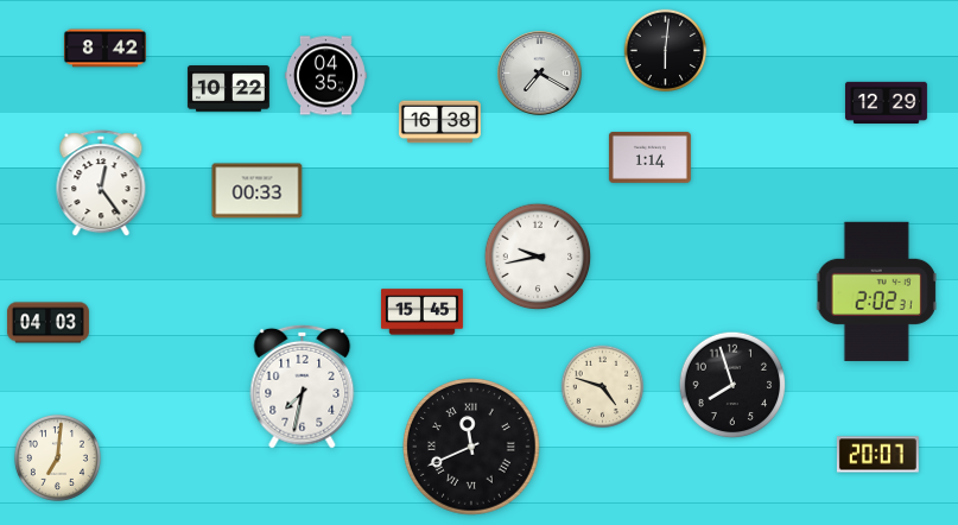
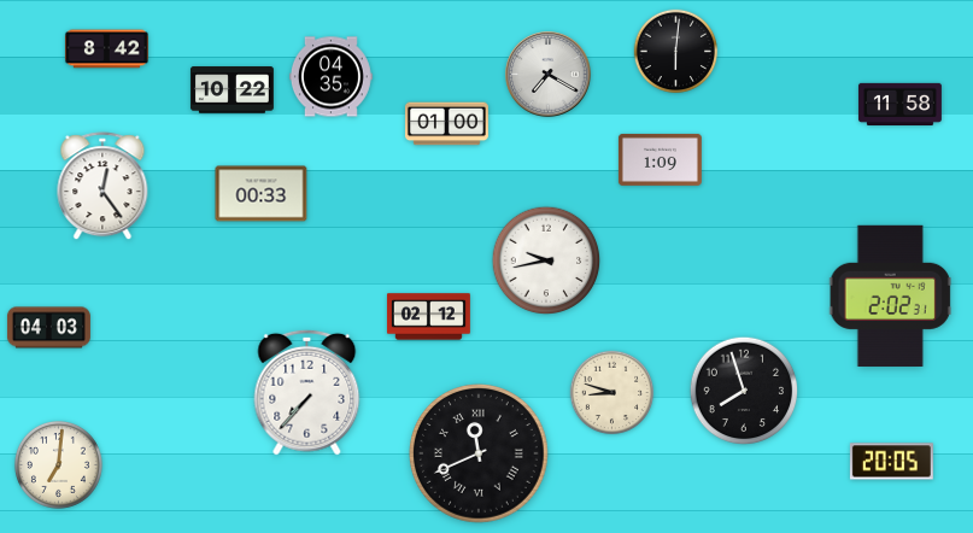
clock at (886, 102): 12:29 -> 11:58
clock at (439, 122): 16:38 -> 01:00
clock at (649, 157): 1:14 -> 1:09
clock at (421, 312): 15:45 -> 02:12
clock at (303, 386): 7:32 -> 7:37
clock at (603, 387): 4:48 -> 8:48
clock at (877, 455): 20:07 -> 20:05
